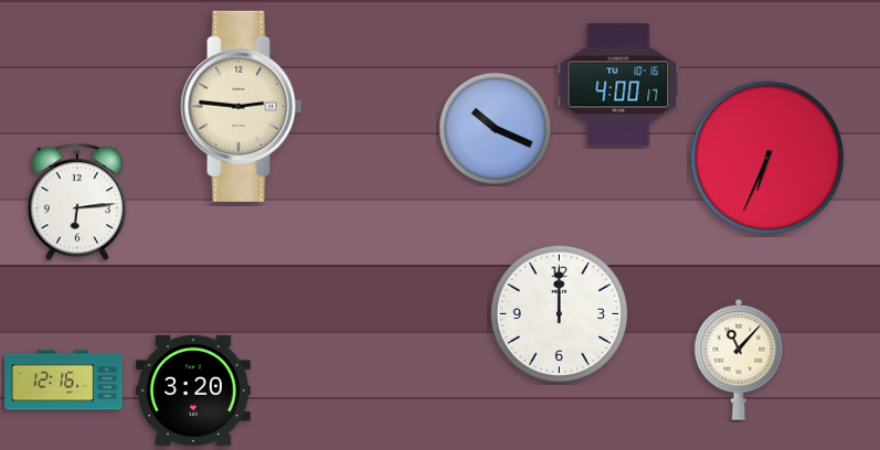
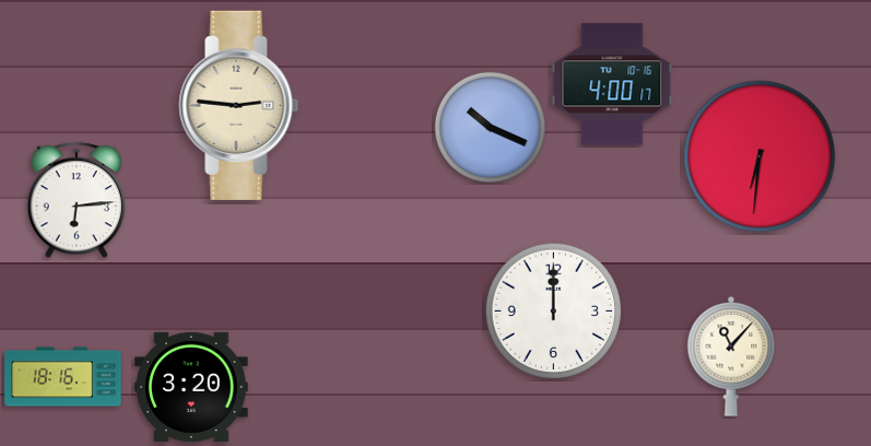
clock at (767, 158): 6:34 -> 6:31
clock at (64, 381): 12:16 -> 18:16
